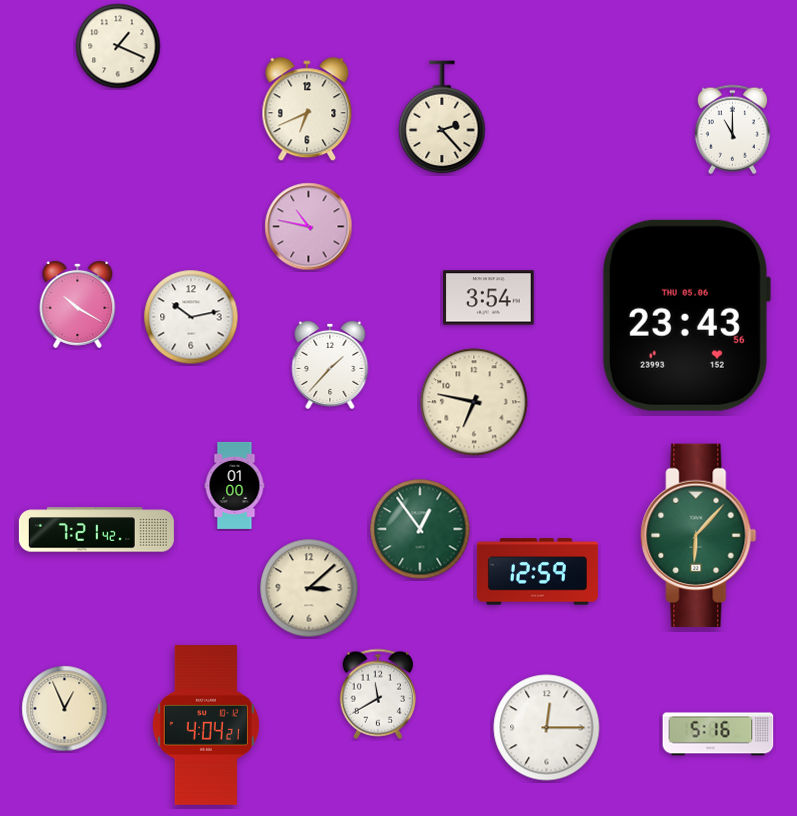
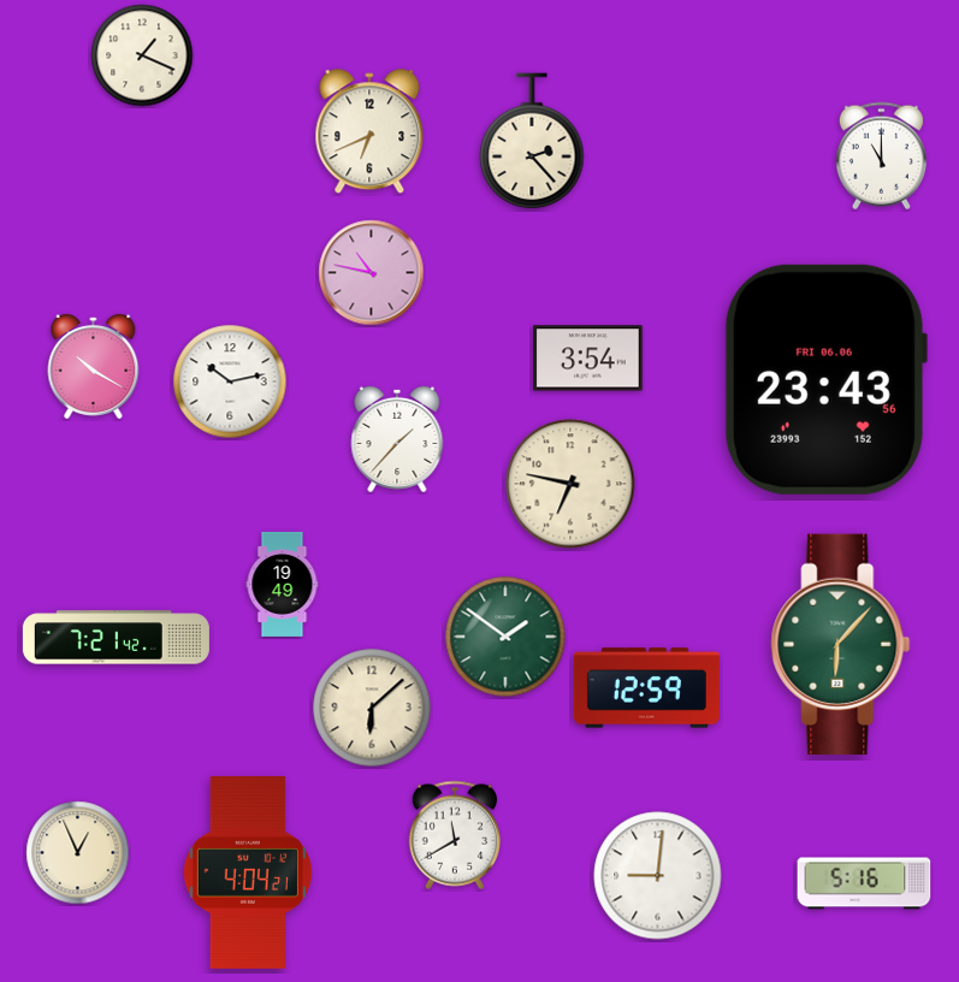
clock at (686, 315) date: THU 05.06 -> FRI 06.06
clock at (235, 485): 01:00 -> 19:49
clock at (420, 529): 12:54 -> 1:51
clock at (309, 588): 3:08 -> 6:08
clock at (547, 728): 12:15 -> 9:01
